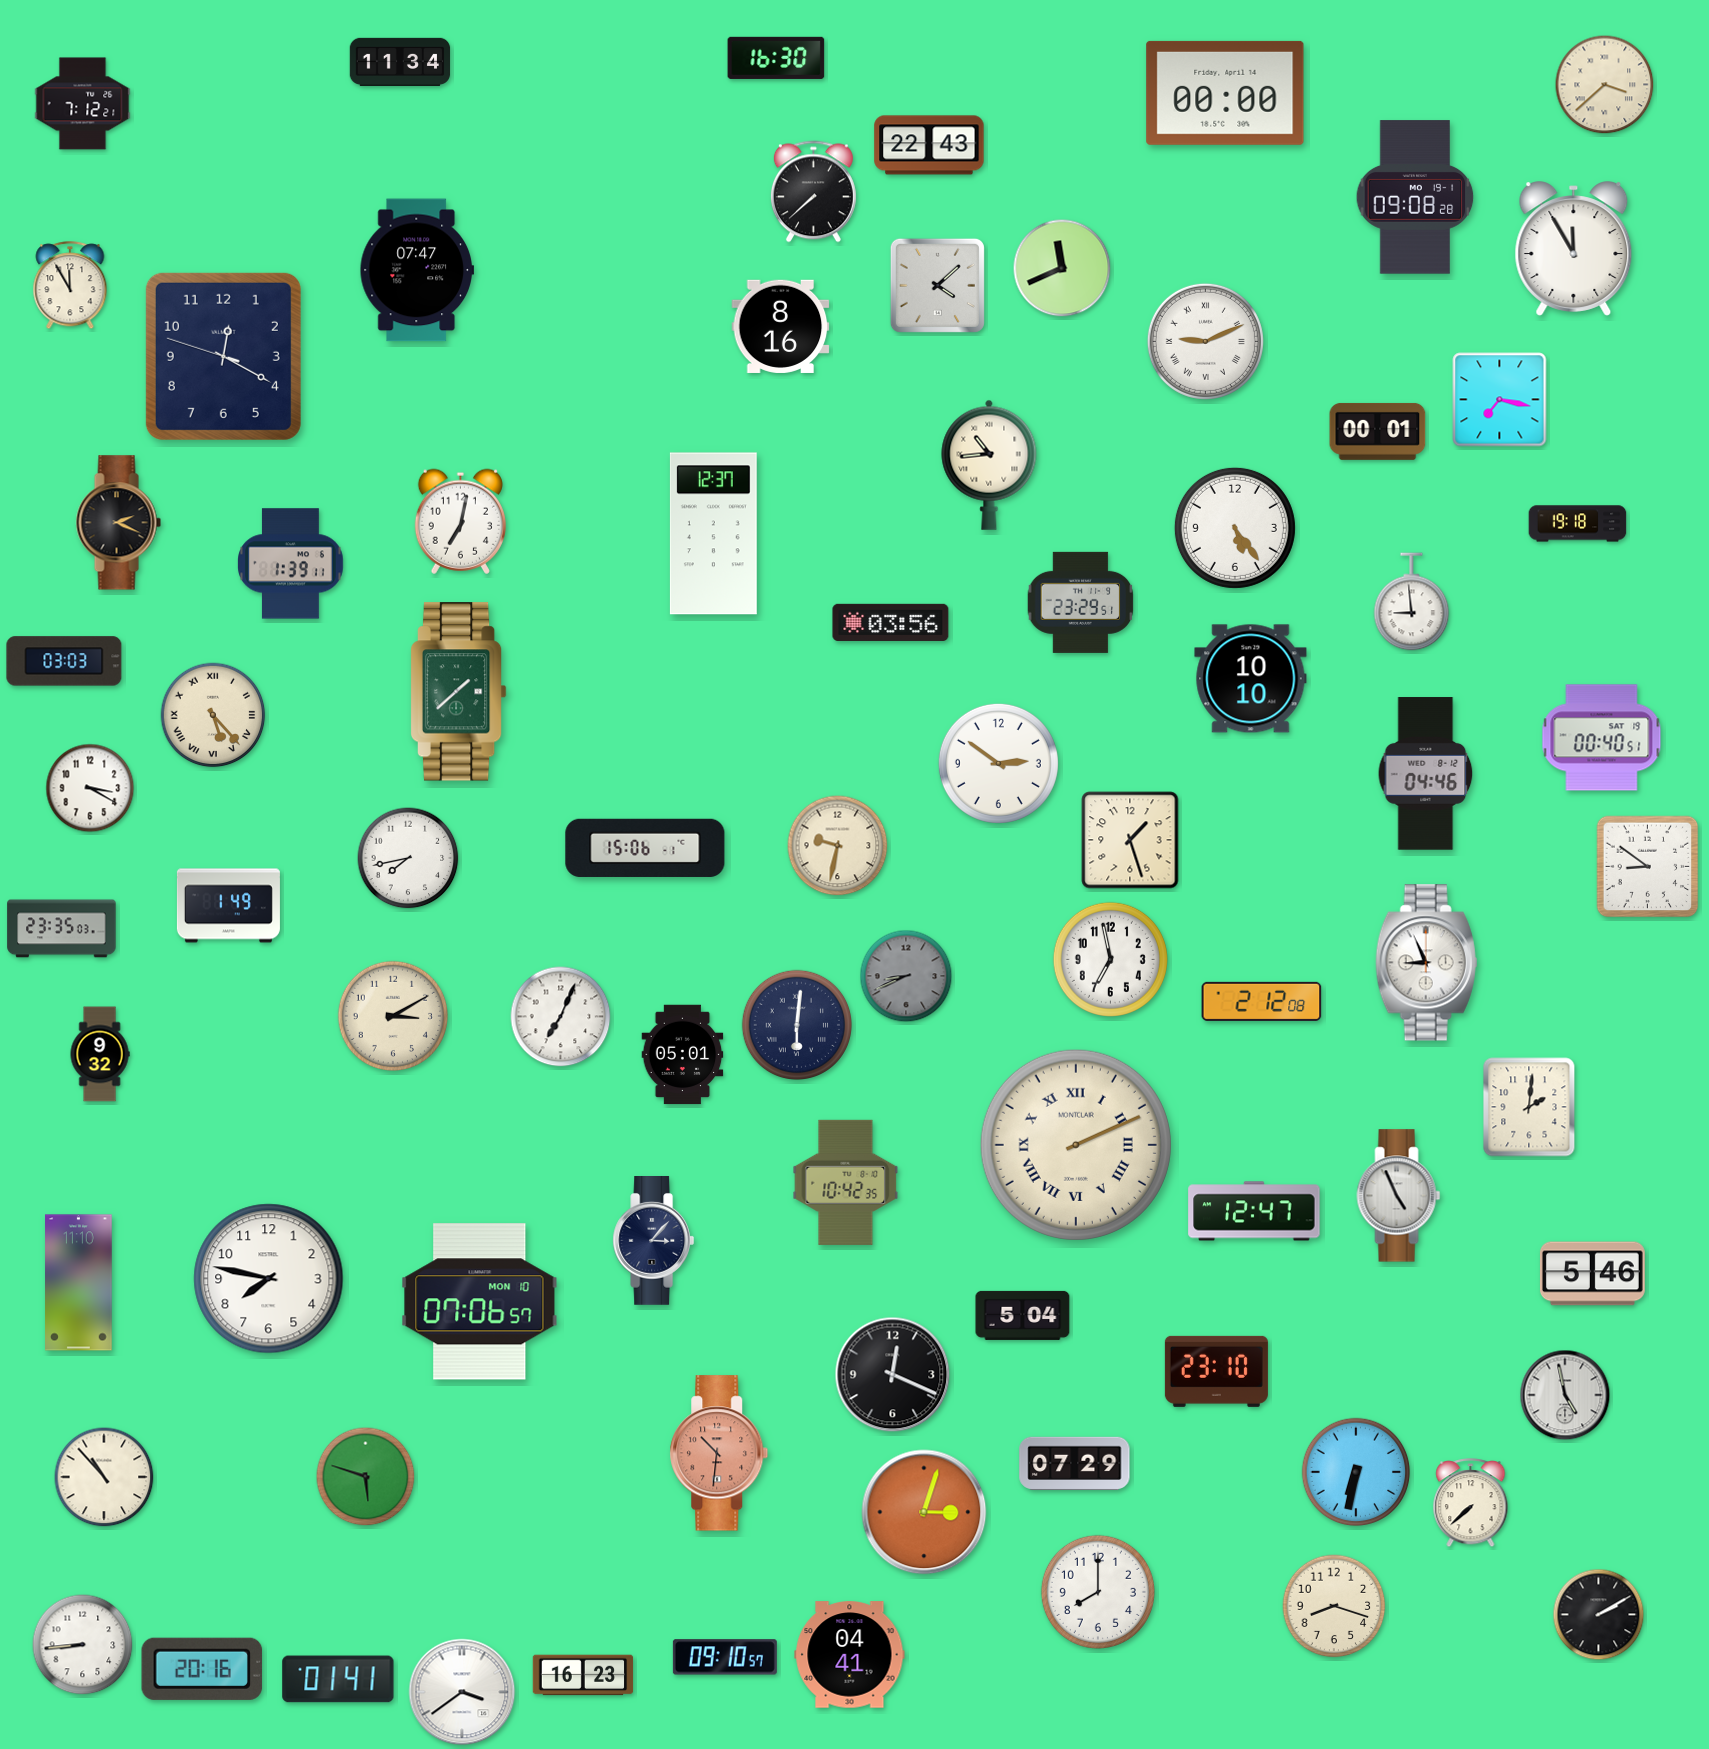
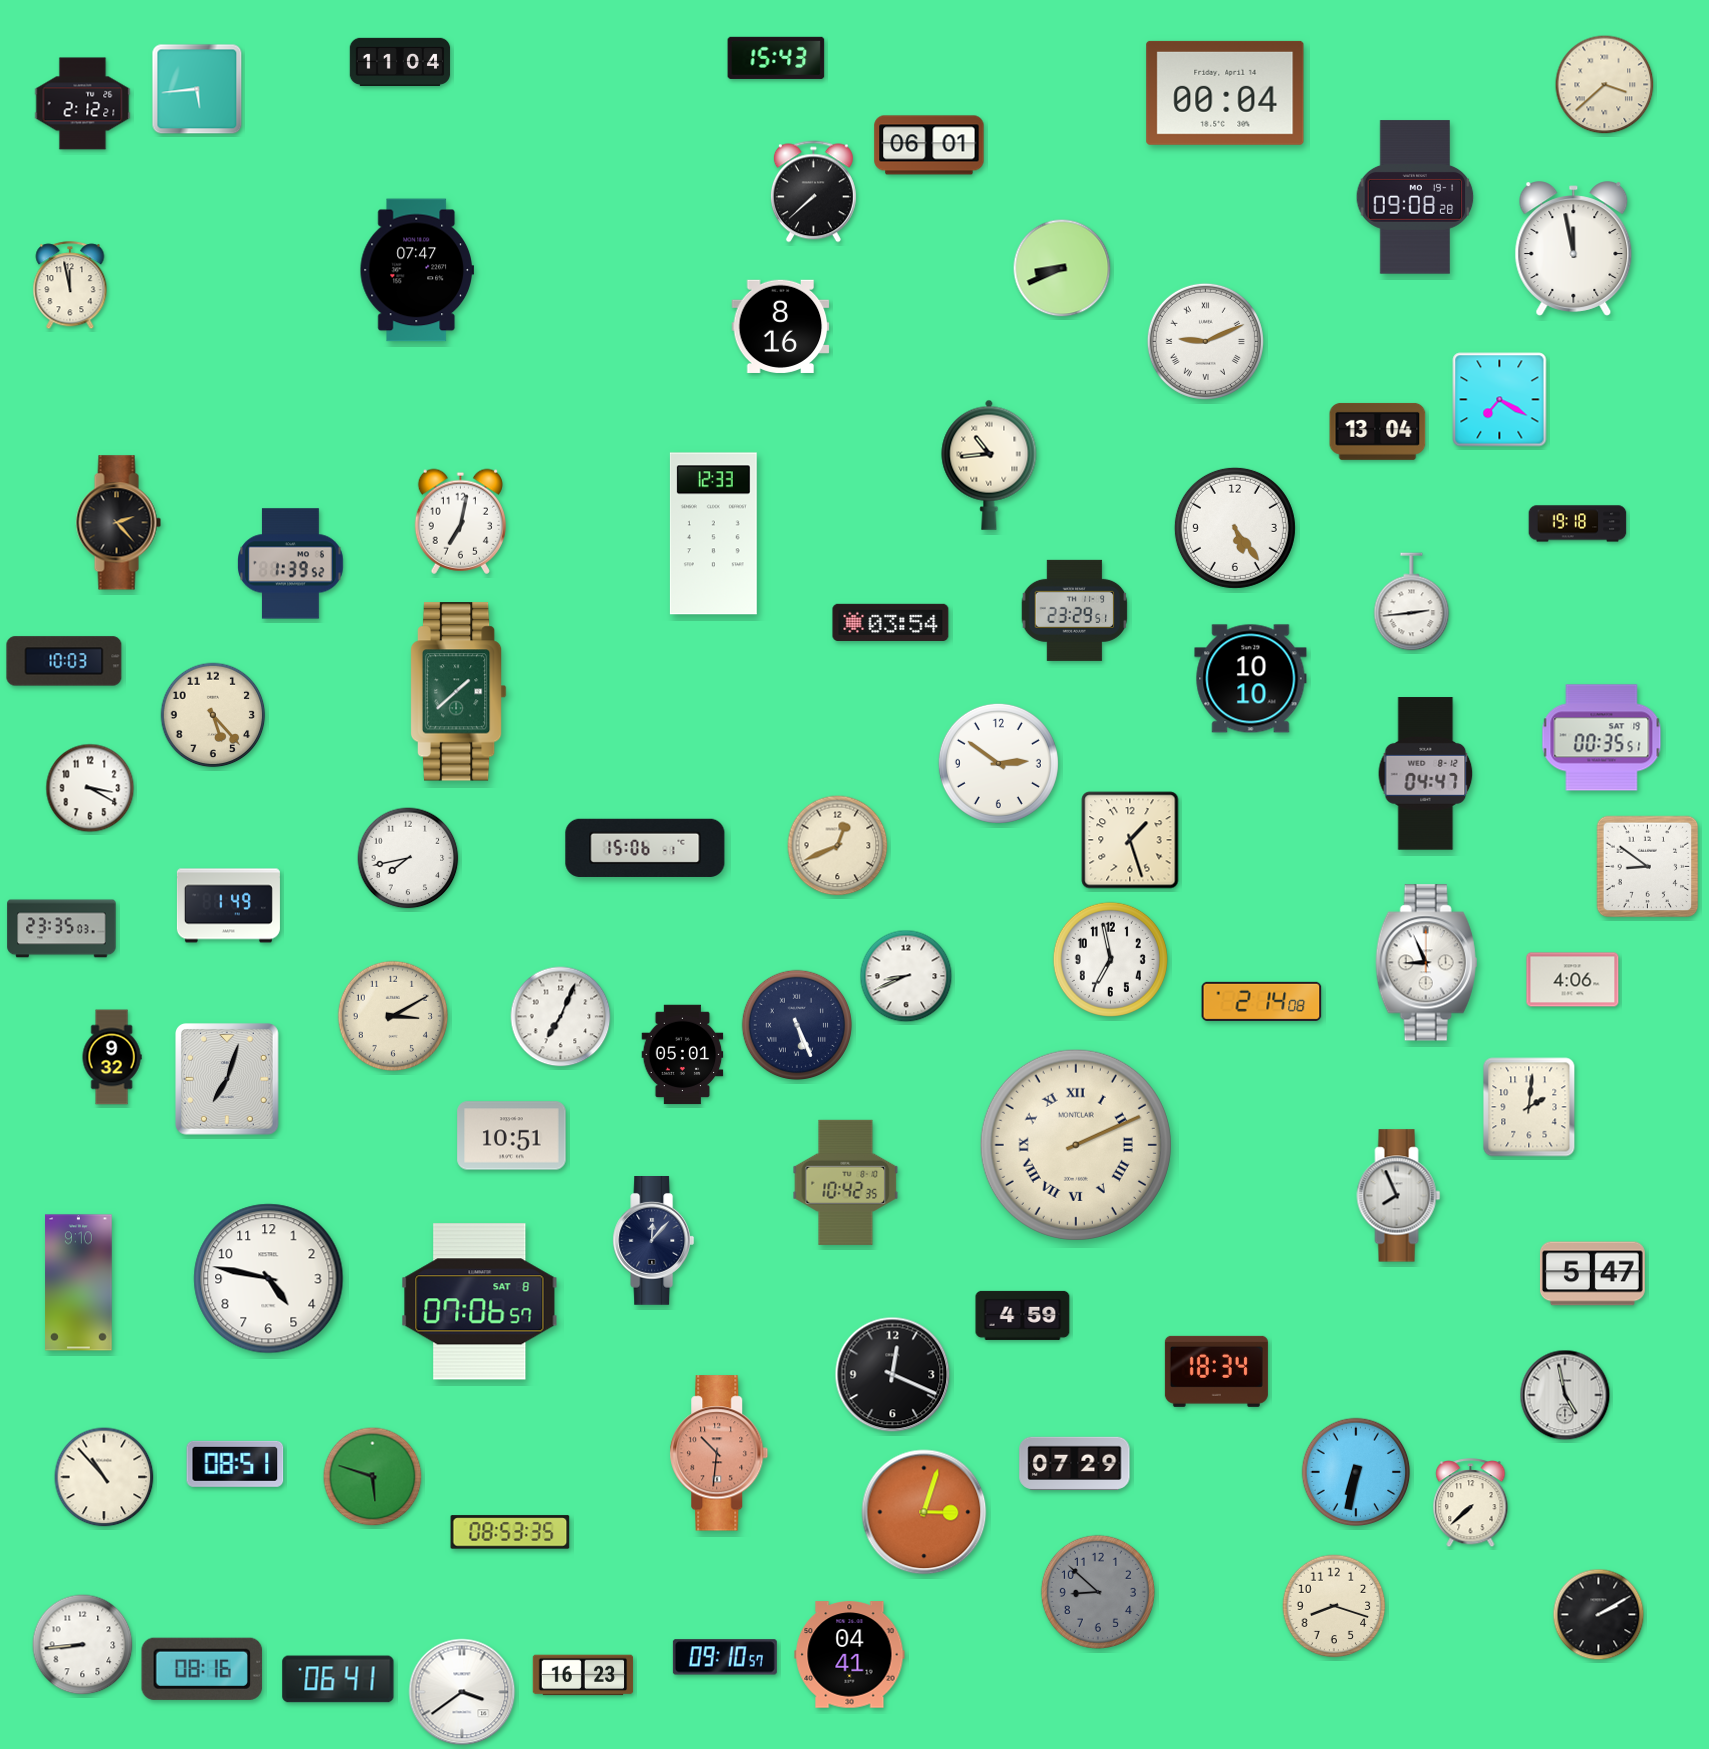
clock at (776, 58): 16:30 -> 15:43
clock at (400, 62): 11:34 -> 11:04
clock at (197, 89): none -> 5:44
clock at (1225, 93): 00:00 -> 00:04
clock at (83, 104): 7:12 -> 2:12
clock at (929, 145): 22:43 -> 06:01
clock at (1574, 249): 11:55 -> 11:58
clock at (1062, 268): 11:41 -> 8:41
clock at (937, 285): 4:08 -> none
clock at (70, 286): 11:55 -> 11:58
clock at (223, 356): 12:19 -> none
clock at (1500, 400): 7:17 -> 7:20
clock at (1378, 431): 00:01 -> 13:04
clock at (118, 523): 2:19 -> 2:23
clock at (713, 534): 12:37 -> 12:33
clock at (291, 564): 1:39:11 -> 1:39:52
clock at (1081, 602) position: (1081, 602) -> (1075, 610)
clock at (1412, 602): 8:59 -> 2:44
clock at (891, 622): 03:56 -> 03:54
clock at (64, 661): 03:03 -> 10:03
clock at (213, 715) numerals: Roman -> Arabic
clock at (1602, 738): 00:40 -> 00:35
clock at (1426, 774): 04:46 -> 04:47
clock at (838, 846): 9:32 -> 12:41
clock at (906, 976) dial: grey -> white
clock at (1573, 980): none -> 4:06
clock at (1262, 1001): 2:12 -> 2:14
clock at (796, 1024): 6:01 -> 5:26
clock at (100, 1054) position: (100, 1054) -> (112, 1057)
clock at (228, 1080): none -> 7:03
clock at (512, 1136): none -> 10:51
clock at (1399, 1196): 4:56 -> 7:56
clock at (1254, 1211): 12:47 -> none
clock at (654, 1241): 3:07 -> 12:07
clock at (1592, 1274): 5:46 -> 5:47
clock at (269, 1279): 7:47 -> 4:47
clock at (79, 1283): 11:10 -> 9:10
clock at (480, 1302) date: MON 10 -> SAT 8
clock at (1023, 1315): 5:04 -> 4:59
clock at (1216, 1371): 23:10 -> 18:34
clock at (235, 1464): none -> 08:51
clock at (366, 1477) position: (366, 1477) -> (373, 1477)
clock at (510, 1532): none -> 08:53
clock at (1098, 1592): 8:00 -> 8:52
clock at (1098, 1592) dial: white -> grey
clock at (202, 1669): 20:16 -> 08:16
clock at (338, 1679): 01:41 -> 06:41
